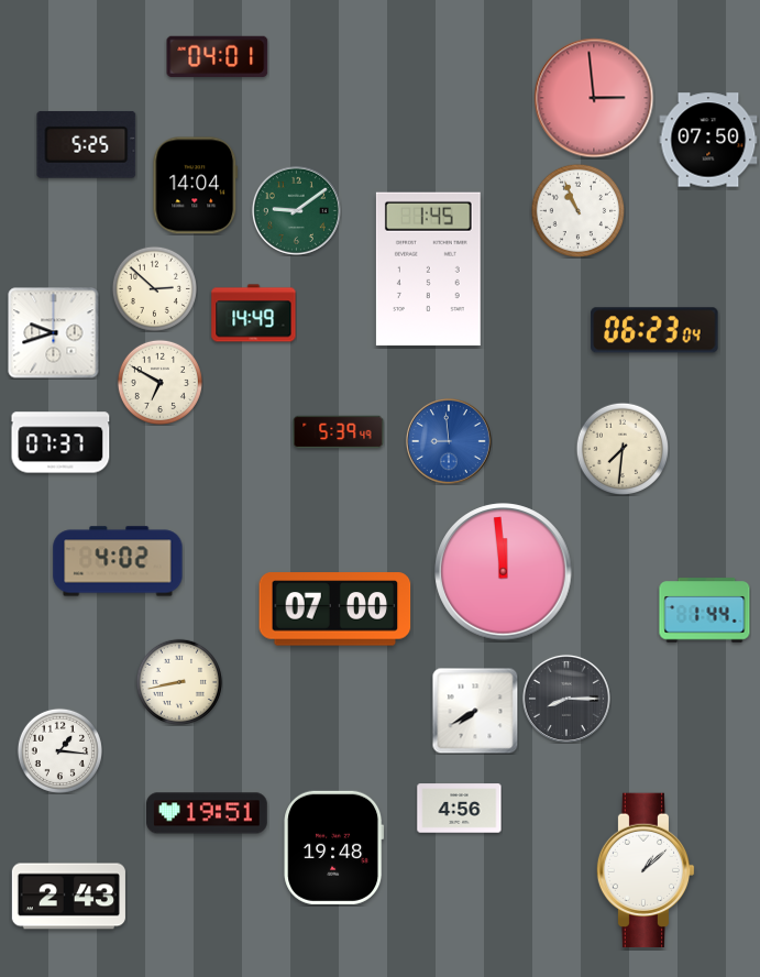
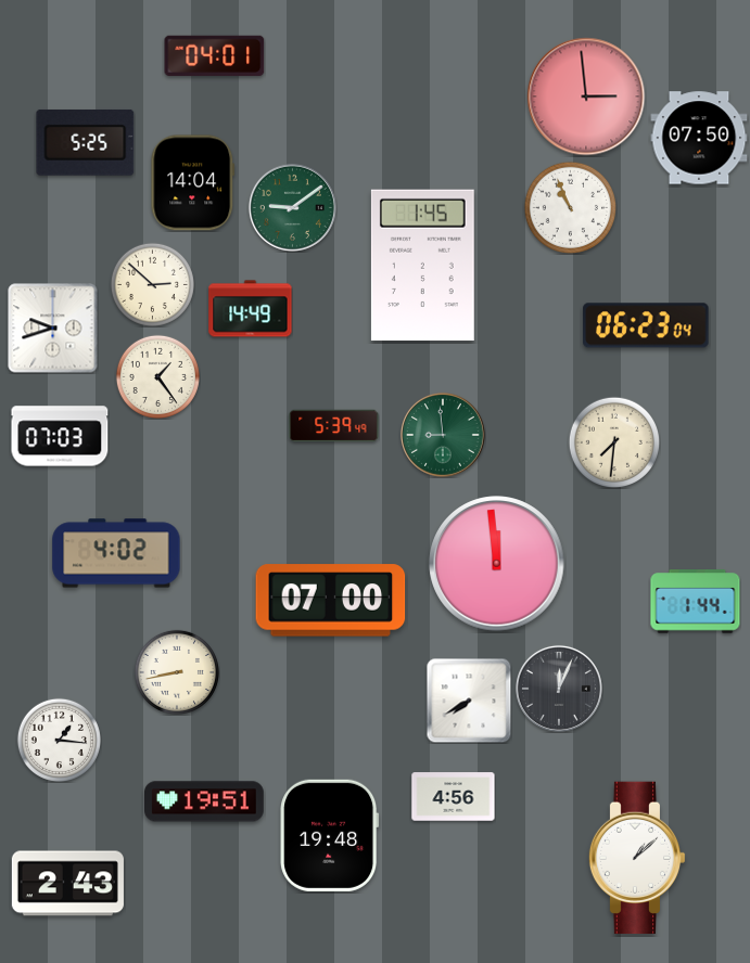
clock at (159, 382): 6:50 -> 1:24
clock at (449, 441) dial: blue -> green
clock at (60, 442): 07:37 -> 07:03
clock at (566, 699): 8:15 -> 12:04
